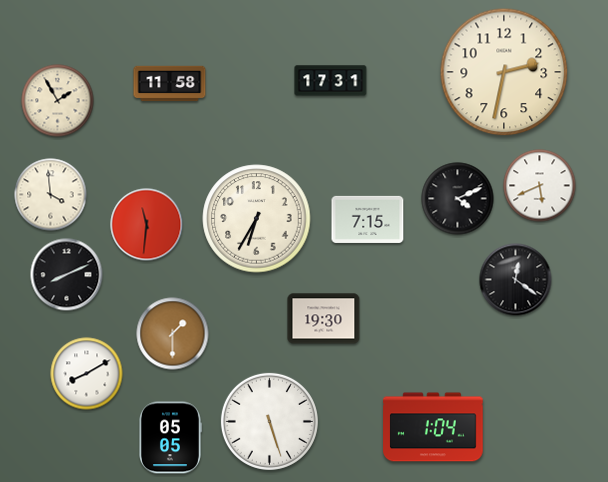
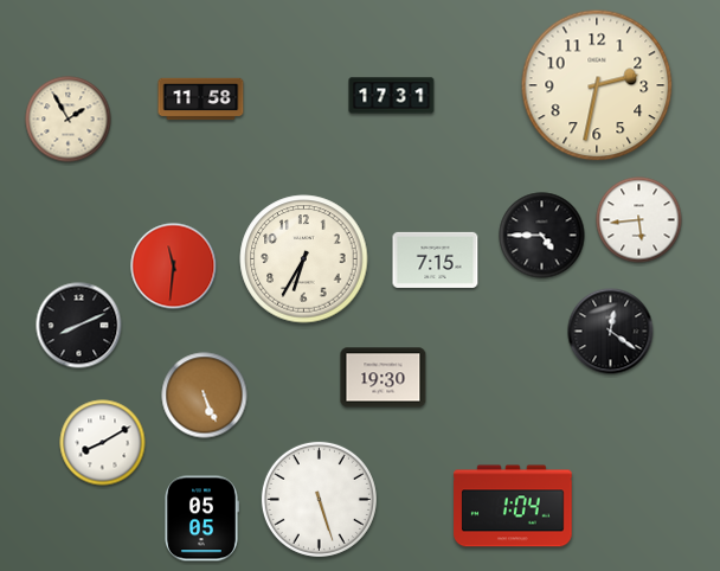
clock at (540, 186): 5:41 -> 5:44
clock at (51, 195): 3:59 -> none
clock at (458, 199): 4:11 -> 4:45
clock at (173, 334): 1:30 -> 5:26
